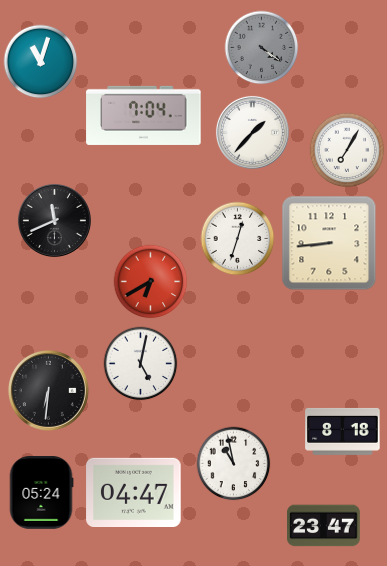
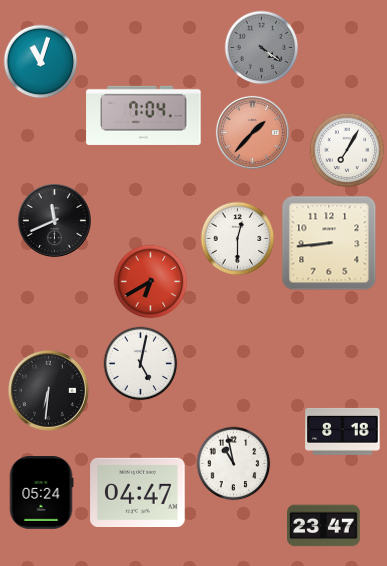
clock at (252, 132) dial: white -> salmon
clock at (238, 239): 12:33 -> 12:30
clock at (134, 492) position: (134, 492) -> (138, 492)
